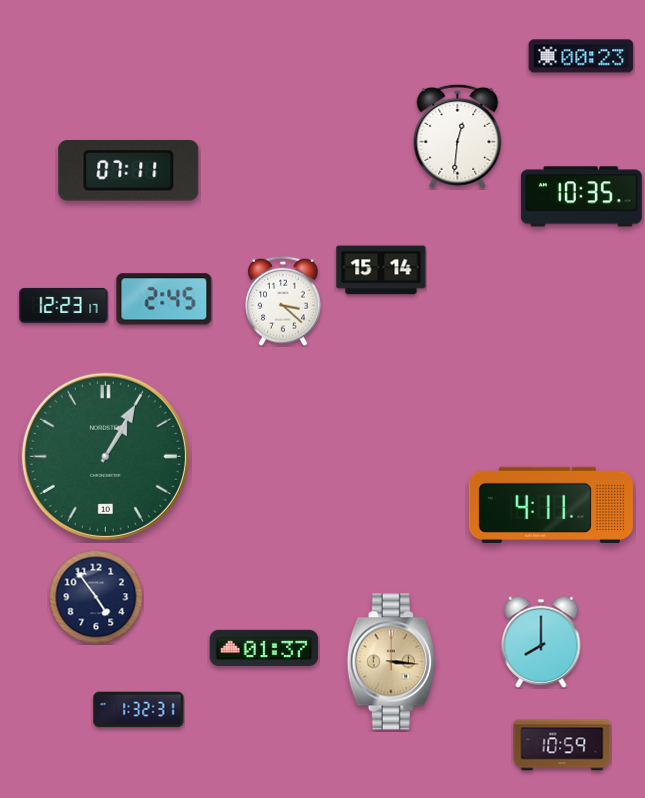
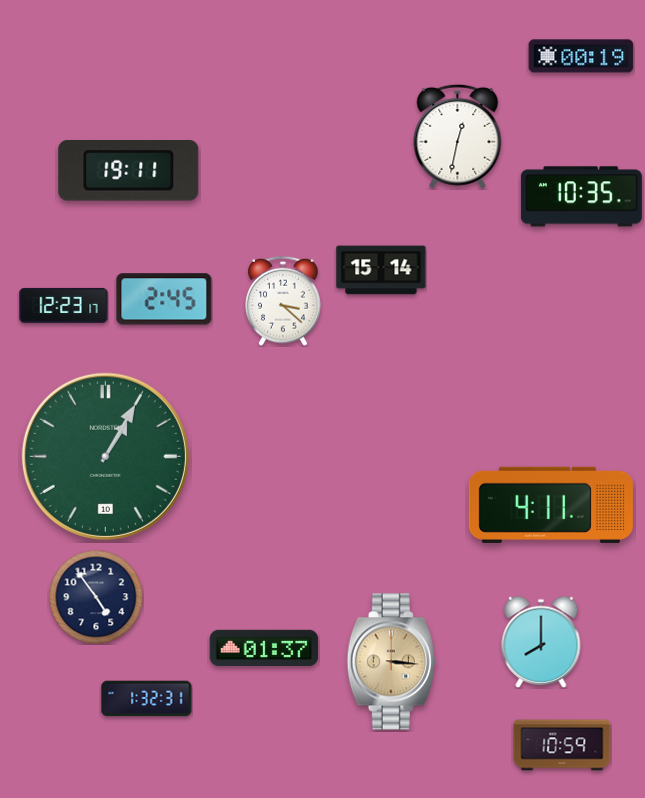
clock at (581, 56): 00:23 -> 00:19
clock at (458, 136): 12:31 -> 12:32
clock at (129, 171): 07:11 -> 19:11
clock at (139, 710) position: (139, 710) -> (147, 699)
